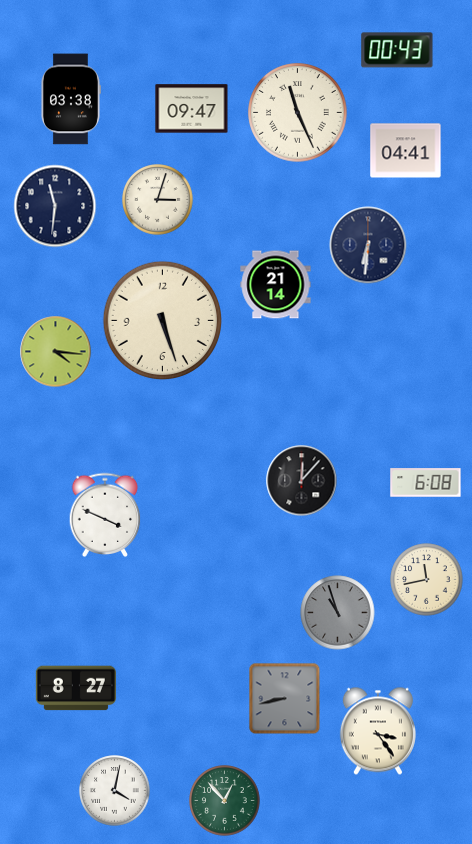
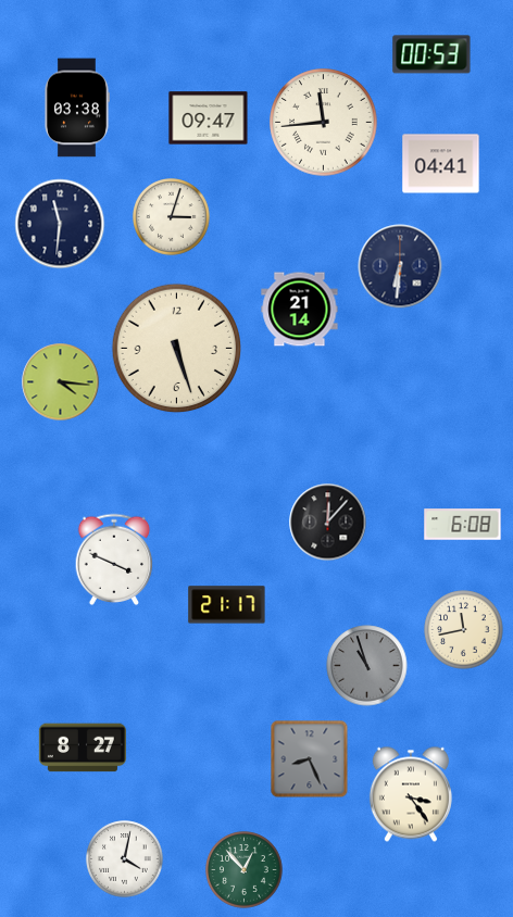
clock at (397, 50): 00:43 -> 00:53
clock at (298, 113): 11:26 -> 11:44
clock at (227, 605): none -> 21:17
clock at (285, 699): 8:43 -> 8:26
